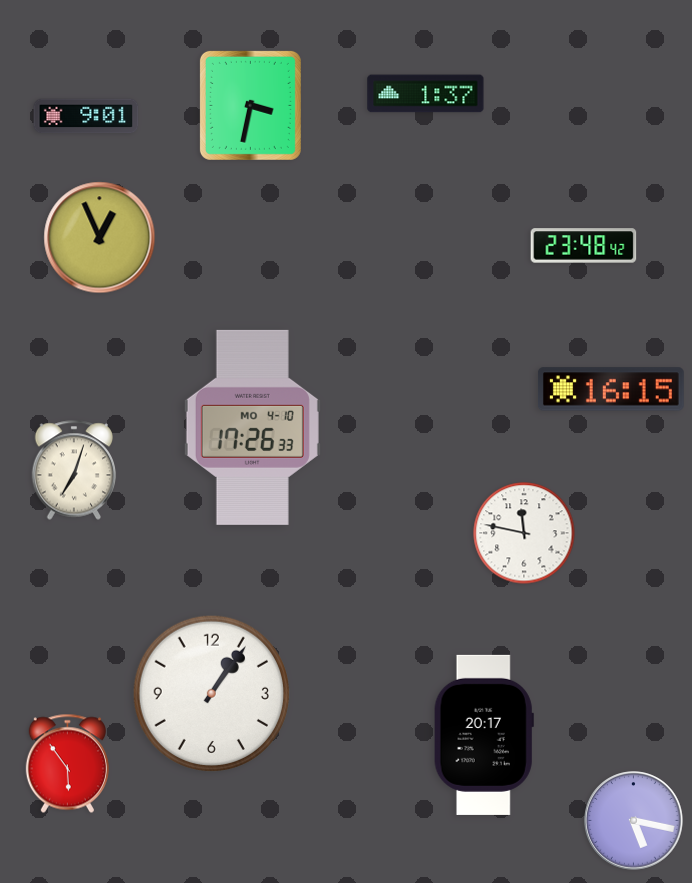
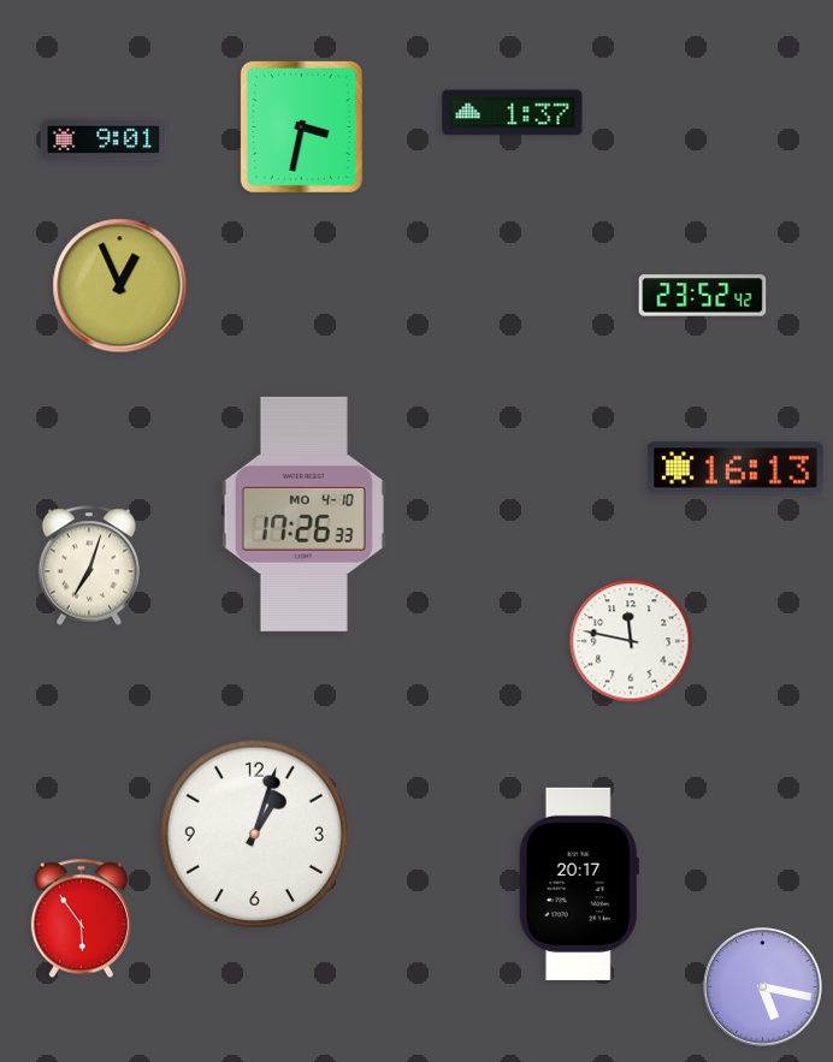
clock at (584, 246): 23:48 -> 23:52
clock at (611, 389): 16:15 -> 16:13
clock at (211, 693): 1:06 -> 1:03
clock at (484, 735) position: (484, 735) -> (579, 884)
